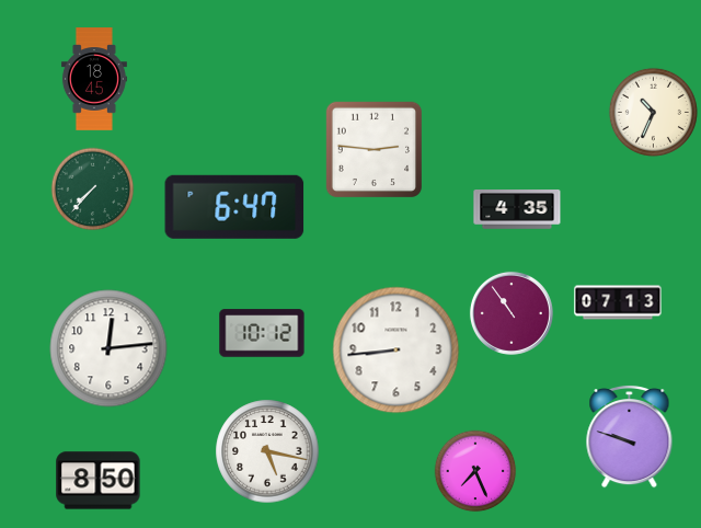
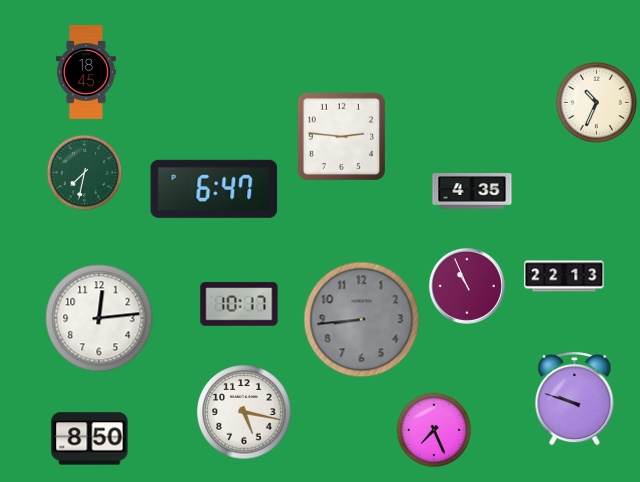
clock at (93, 190): 7:37 -> 7:32
clock at (618, 302): 07:13 -> 22:13
clock at (512, 313): 10:54 -> 10:56
clock at (262, 333): 10:12 -> 10:17
clock at (397, 351) dial: white -> grey
